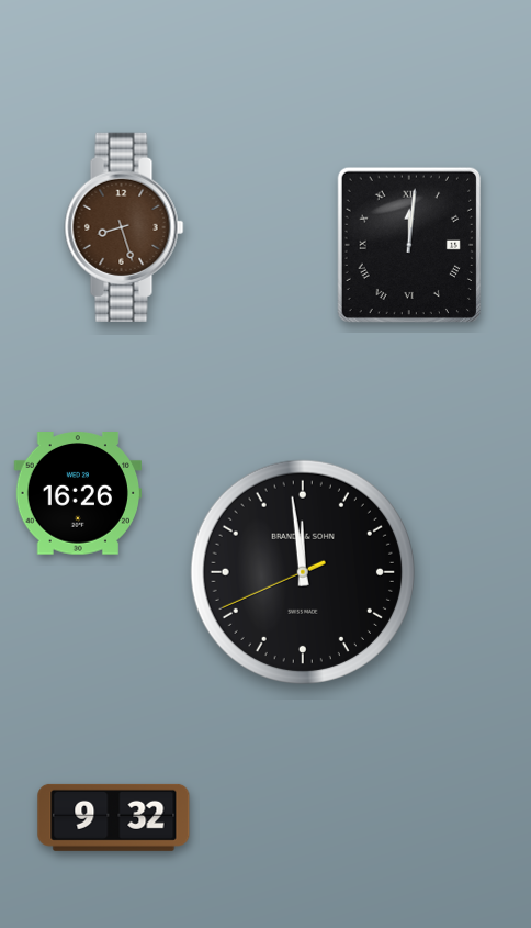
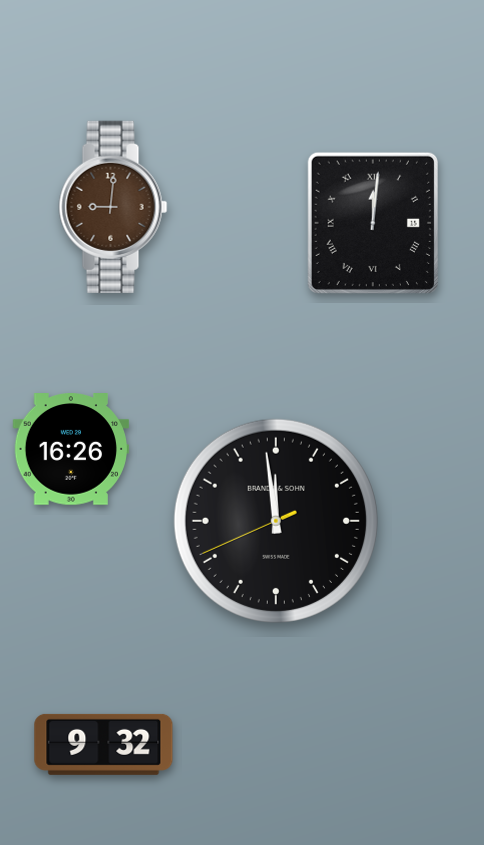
clock at (124, 227): 8:27 -> 9:01
